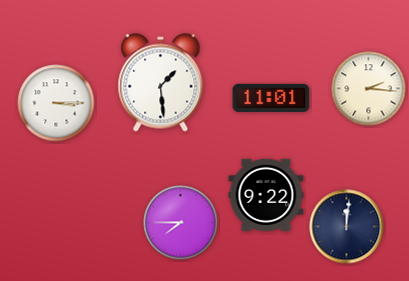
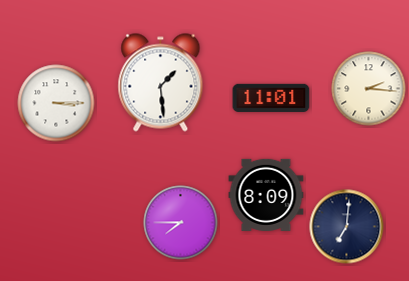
clock at (266, 195): 9:22 -> 8:09
clock at (347, 227): 12:01 -> 7:01
